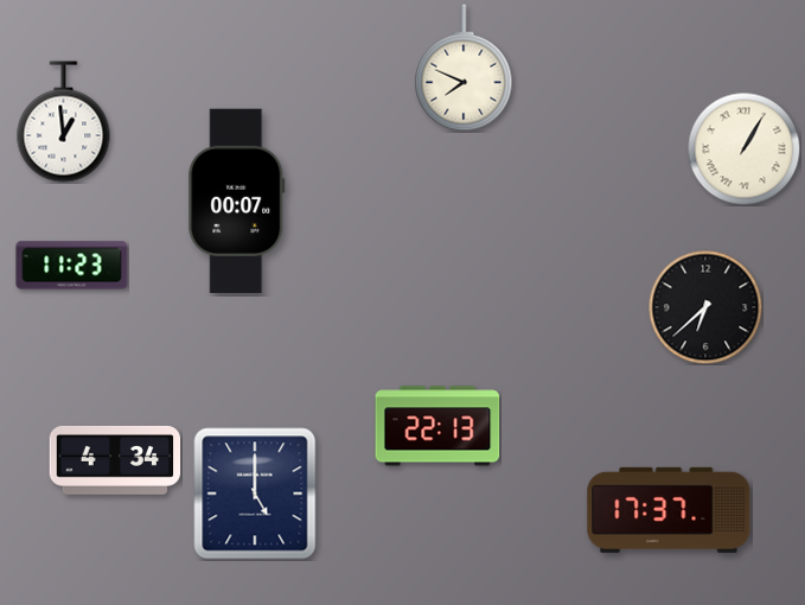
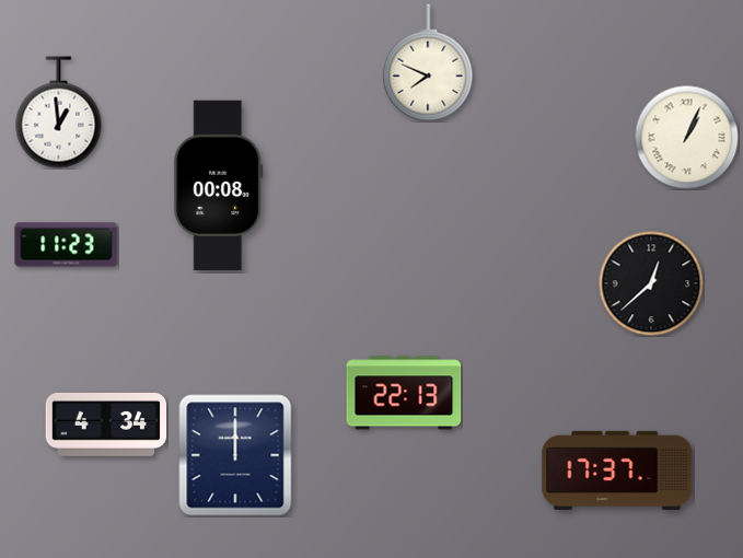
clock at (743, 148): 1:05 -> 1:04
clock at (237, 202): 00:07 -> 00:08
clock at (705, 307): 6:38 -> 12:38
clock at (255, 493): 5:00 -> 12:00
